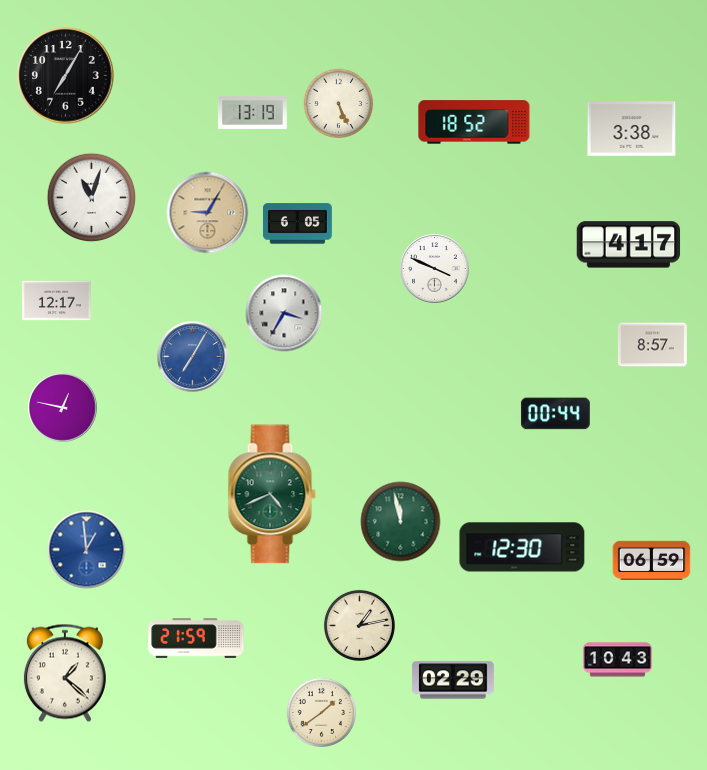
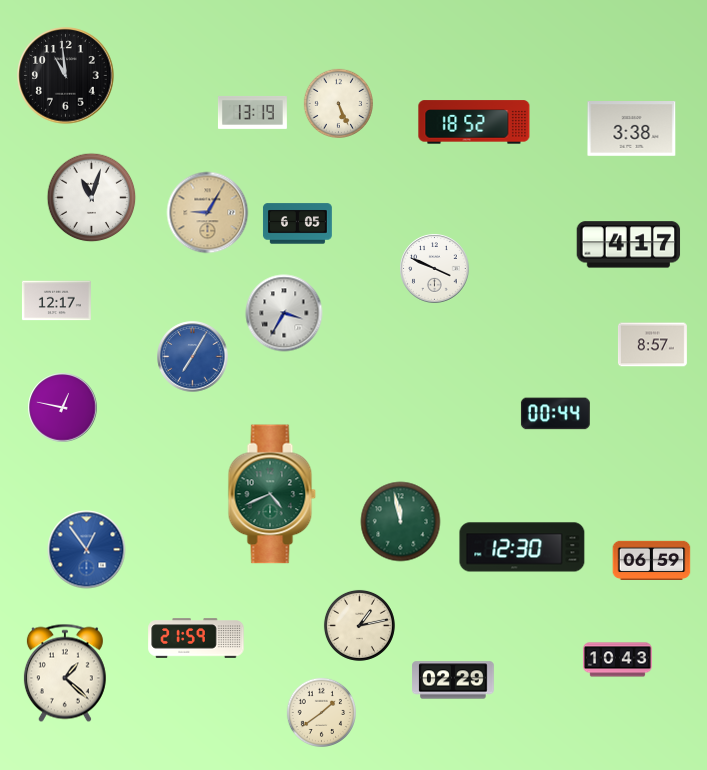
clock at (66, 76): 7:05 -> 10:59
clock at (87, 550): 12:59 -> 12:54
